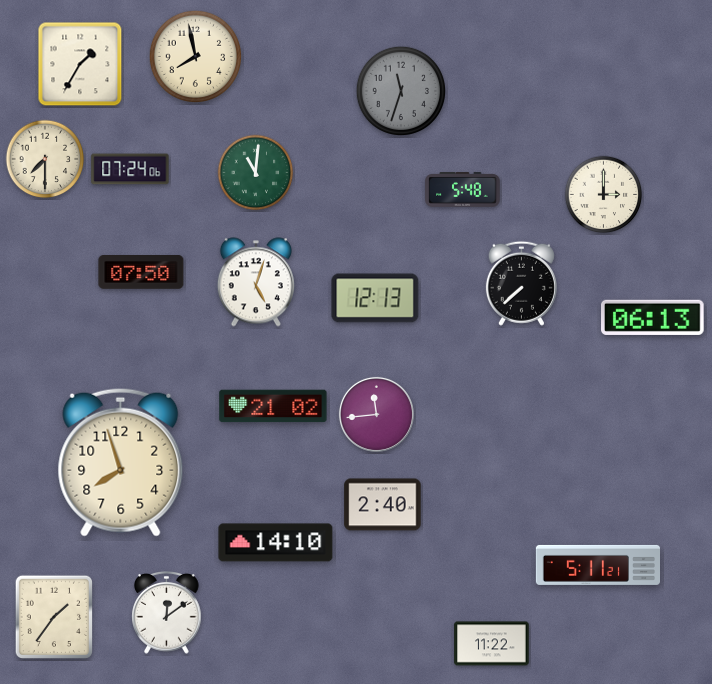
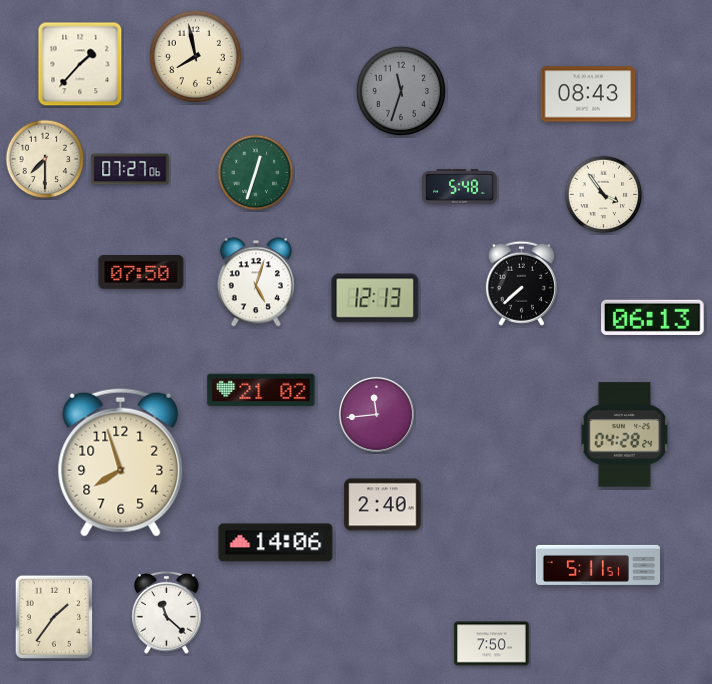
clock at (80, 64): 1:35 -> 1:37
clock at (588, 94): none -> 08:43
clock at (130, 169): 07:24 -> 07:27
clock at (256, 173): 11:01 -> 12:33
clock at (463, 190) position: (463, 190) -> (460, 187)
clock at (604, 195): 3:00 -> 3:54
clock at (273, 406) position: (273, 406) -> (261, 390)
clock at (625, 435): none -> 04:28
clock at (276, 543): 14:10 -> 14:06
clock at (598, 565): 5:11:21 -> 5:11:51
clock at (167, 613): 12:09 -> 11:22
clock at (492, 644): 11:22 -> 7:50
